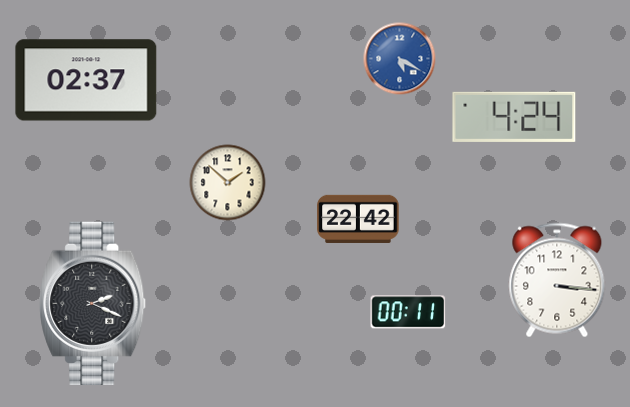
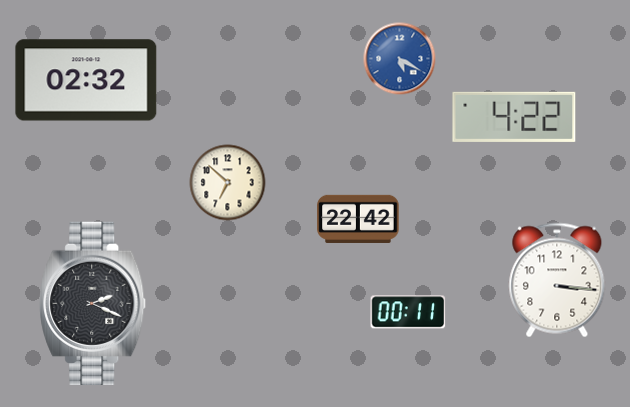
clock at (86, 80): 02:37 -> 02:32
clock at (514, 117): 4:24 -> 4:22
clock at (228, 183): 1:52 -> 6:52
